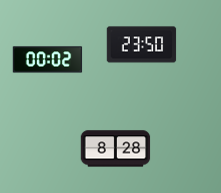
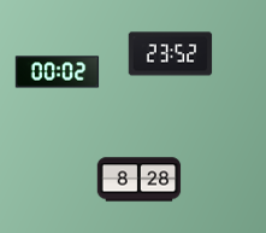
clock at (142, 45): 23:50 -> 23:52
